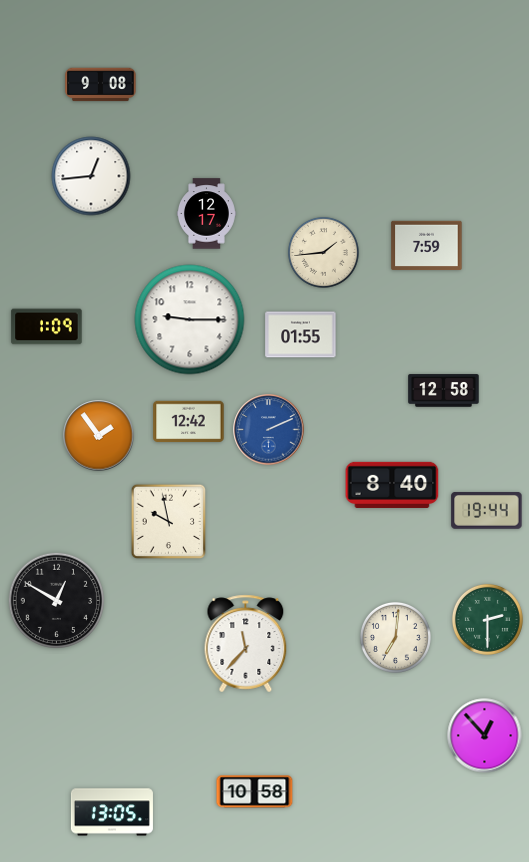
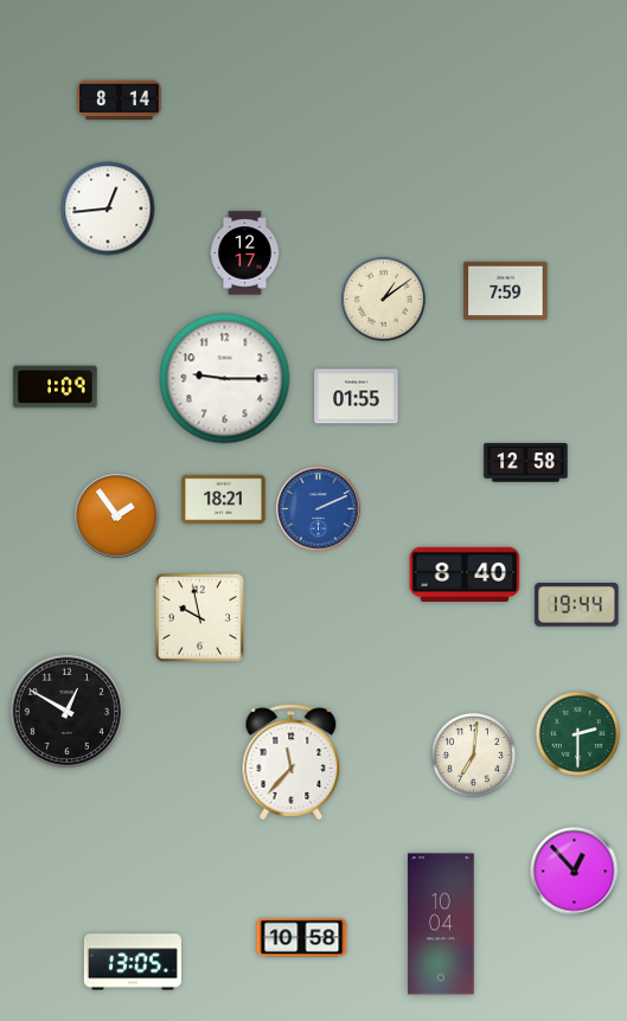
clock at (101, 85): 9:08 -> 8:14
clock at (323, 252): 1:44 -> 1:09
clock at (189, 422): 12:42 -> 18:21
clock at (395, 637) position: (395, 637) -> (473, 754)
clock at (441, 924): none -> 10:04
